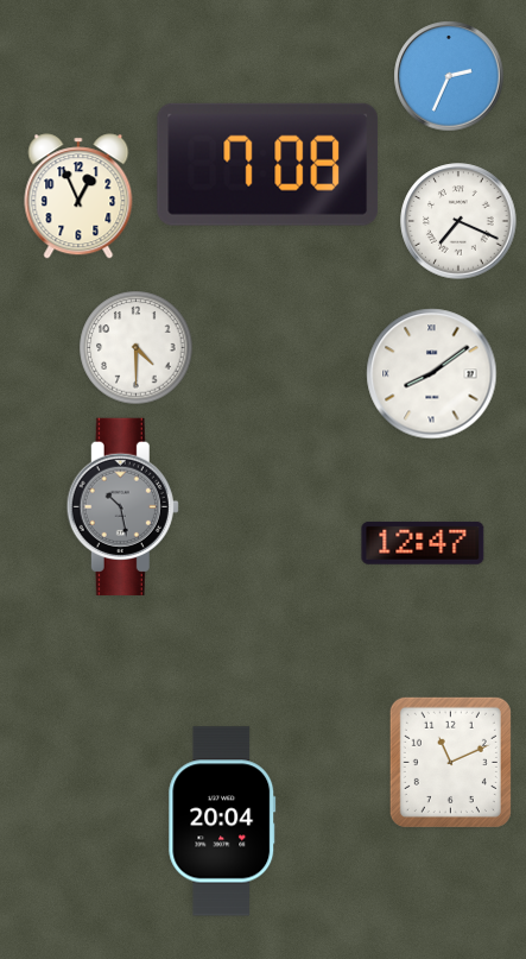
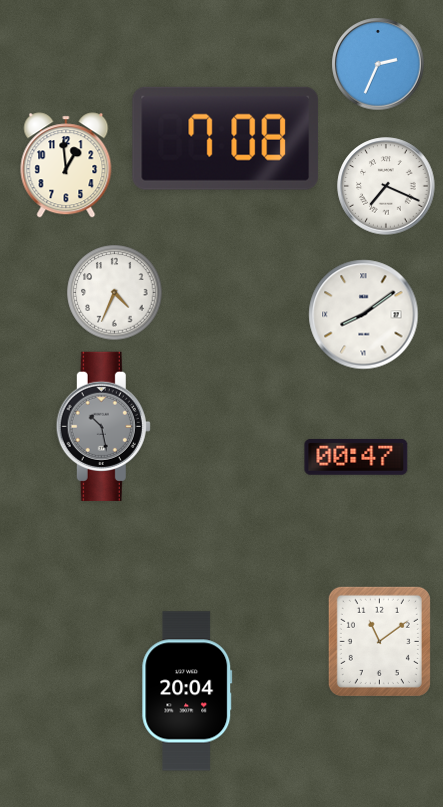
clock at (78, 196): 12:56 -> 12:59
clock at (137, 348): 4:30 -> 4:34
clock at (423, 543): 12:47 -> 00:47
clock at (450, 762): 11:11 -> 11:09
